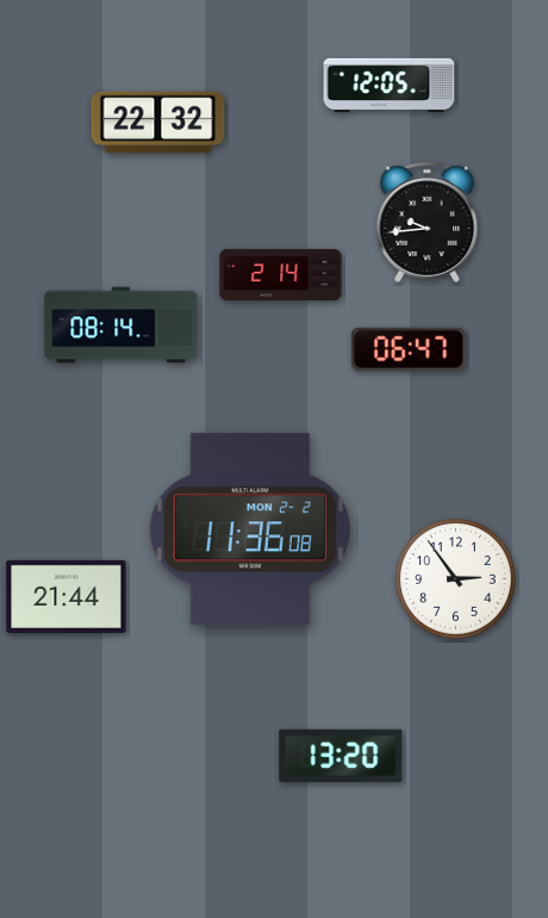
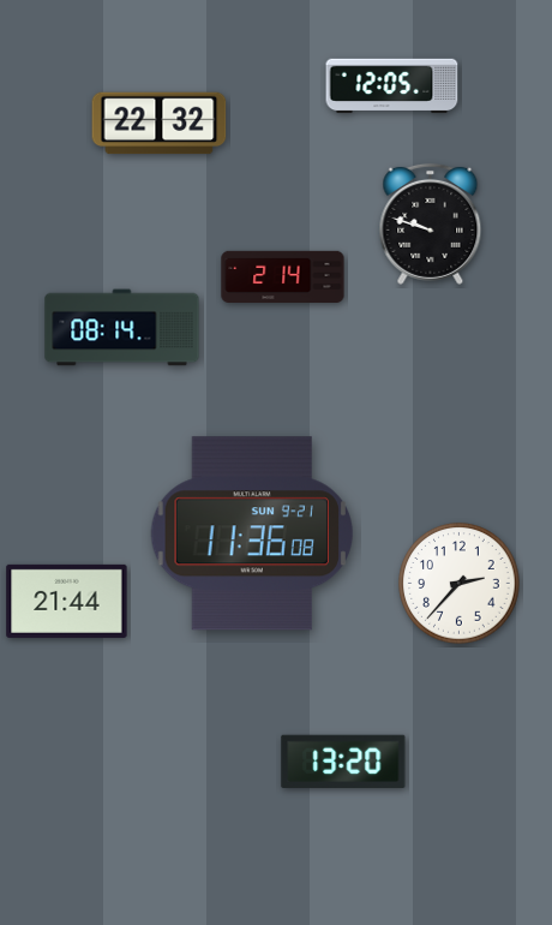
clock at (428, 222): 9:44 -> 9:48
clock at (409, 349): 06:47 -> none
clock at (249, 529) date: MON 2-2 -> SUN 9-21
clock at (456, 579): 2:54 -> 2:37
